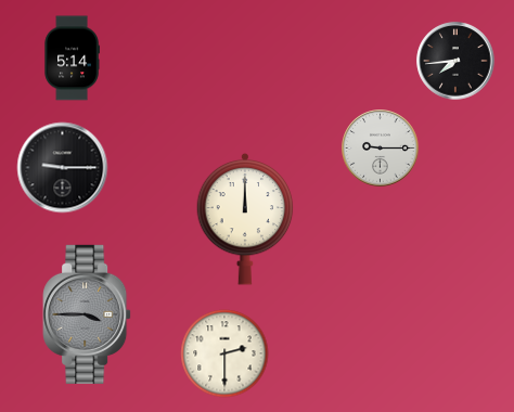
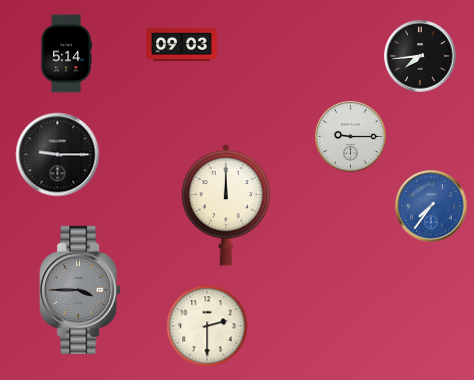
clock at (182, 45): none -> 09:03
clock at (245, 219) position: (245, 219) -> (226, 205)
clock at (431, 206): none -> 7:36
